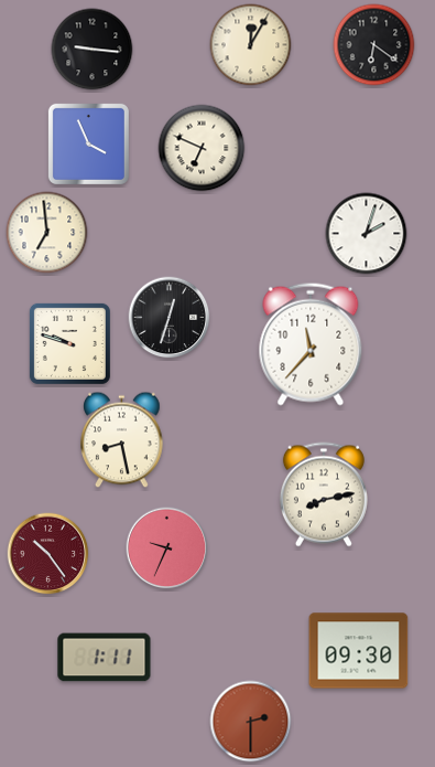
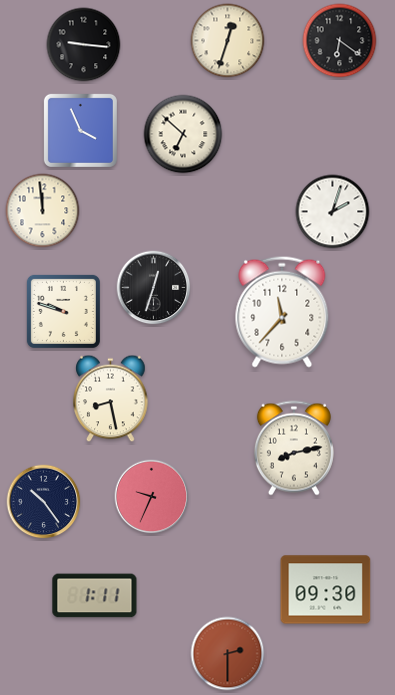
clock at (251, 45): 12:05 -> 12:33
clock at (202, 148): 6:49 -> 6:52
clock at (47, 233): 6:59 -> 11:59
clock at (48, 554) dial: burgundy -> navy
